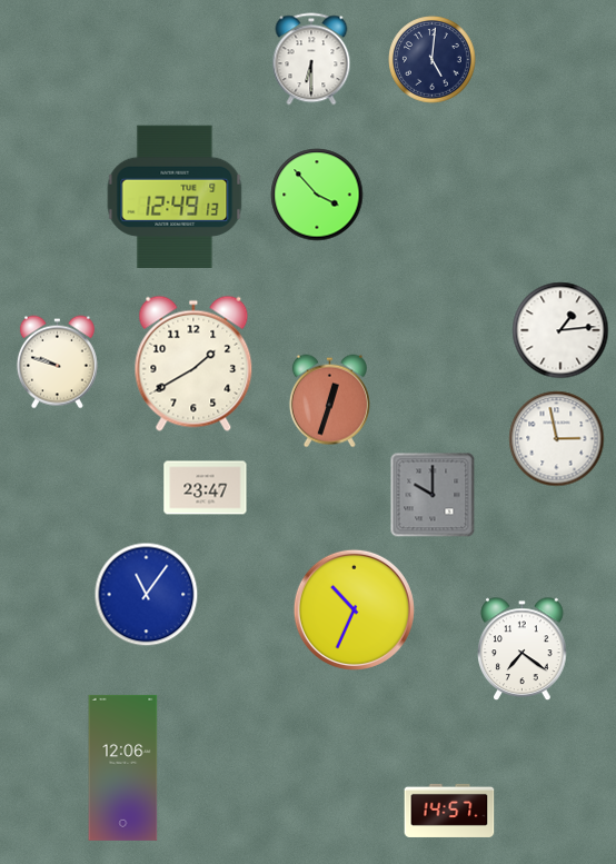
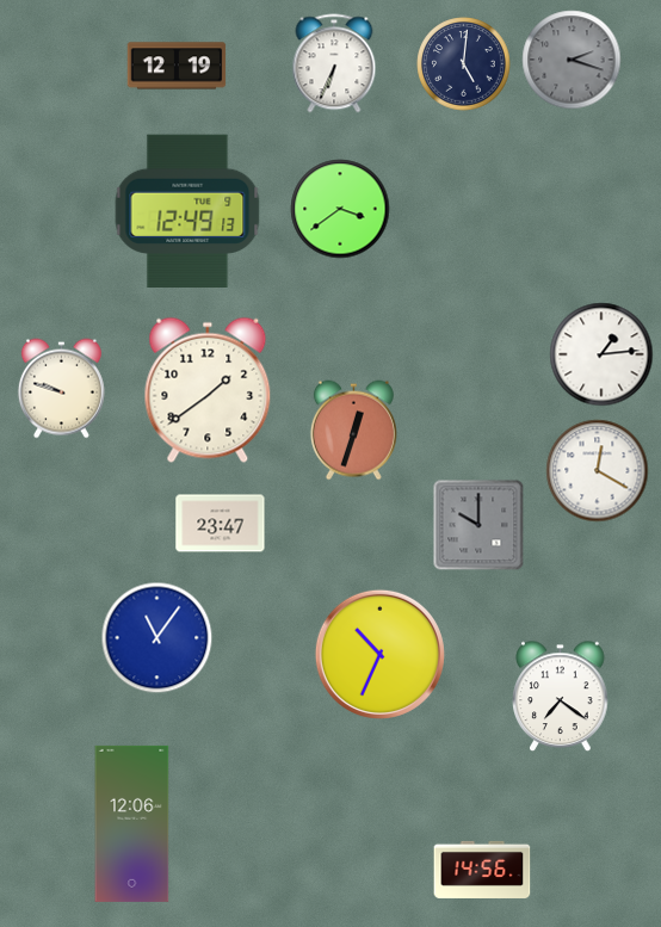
clock at (572, 60): none -> 2:18
clock at (311, 59): 6:30 -> 6:34
clock at (177, 66): none -> 12:19
clock at (317, 195): 3:53 -> 3:39
clock at (193, 364): 1:40 -> 1:39
clock at (557, 439): 2:58 -> 12:20
clock at (433, 495) position: (433, 495) -> (478, 525)
clock at (449, 811): 14:57 -> 14:56
